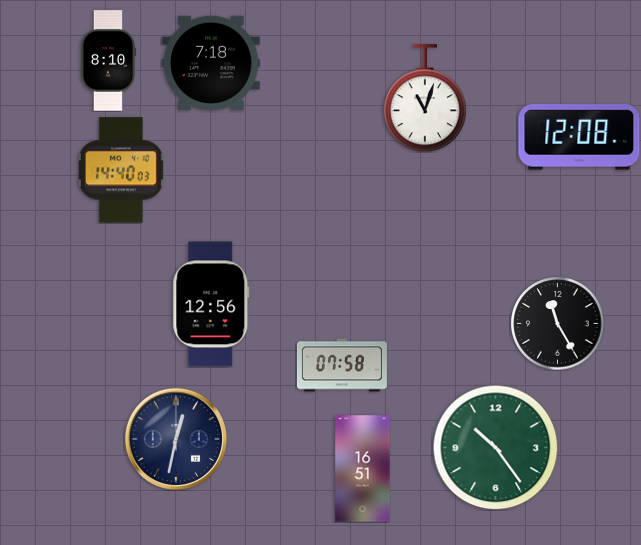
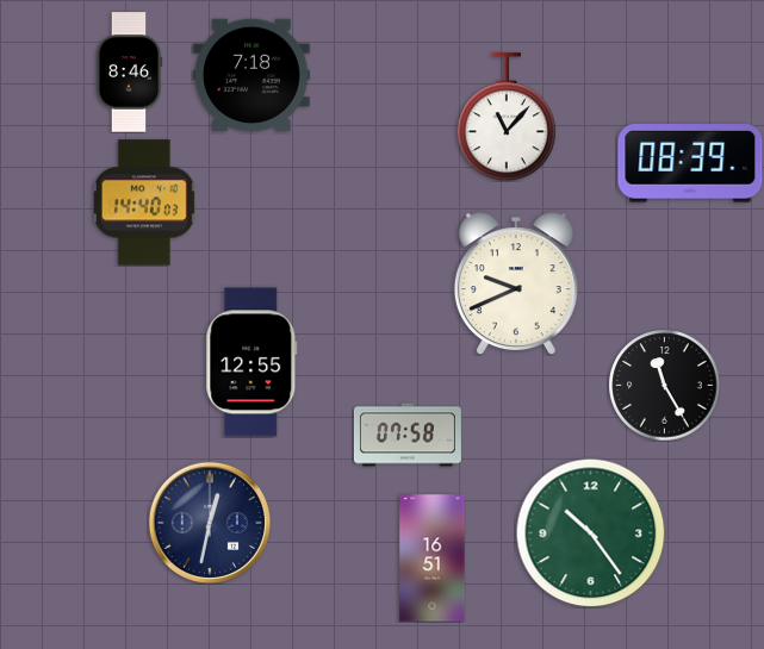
clock at (108, 61): 8:10 -> 8:46
clock at (425, 98): 11:03 -> 11:07
clock at (579, 138): 12:08 -> 08:39
clock at (516, 283): none -> 9:41
clock at (211, 304): 12:56 -> 12:55
